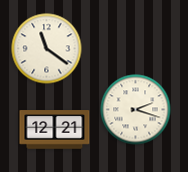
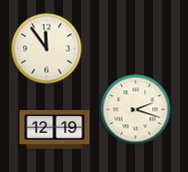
clock at (47, 49): 11:21 -> 11:54
clock at (55, 130): 12:21 -> 12:19
